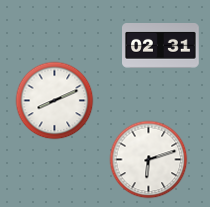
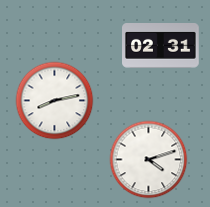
clock at (54, 100): 8:11 -> 8:13
clock at (148, 159): 6:12 -> 4:12
